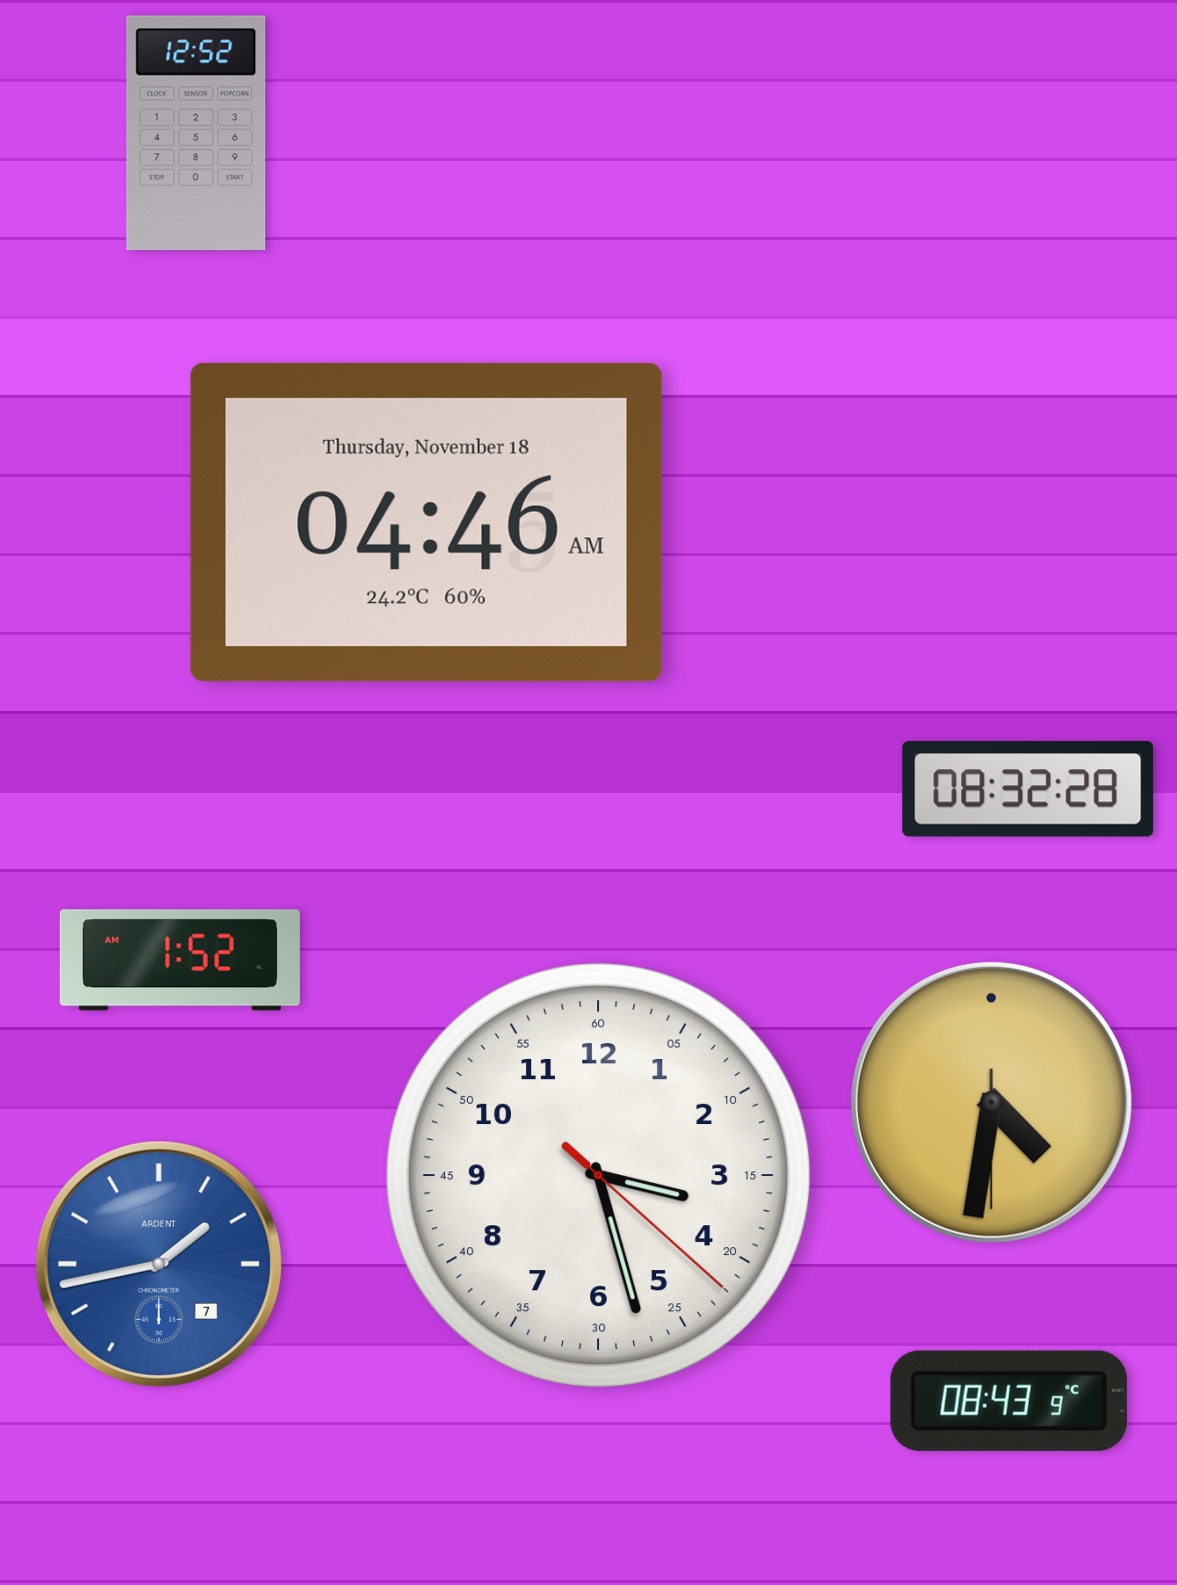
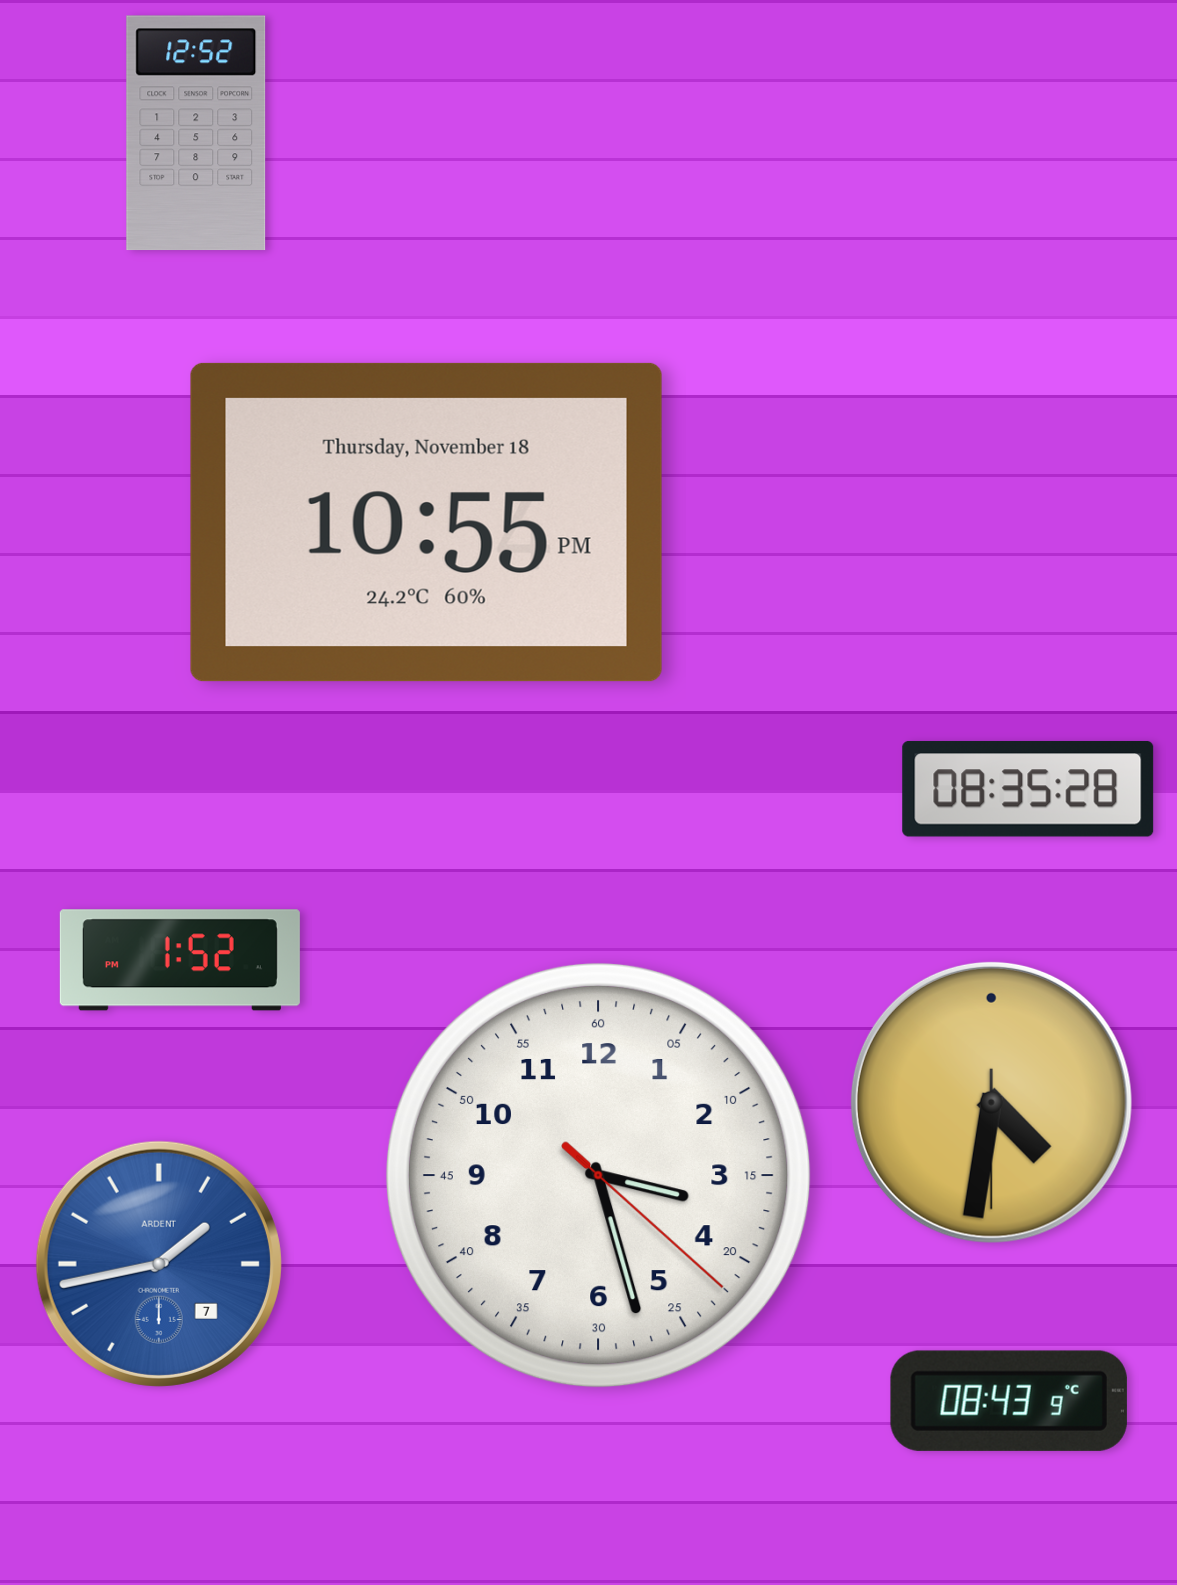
clock at (426, 522): 04:46 -> 10:55
clock at (1028, 789): 08:32 -> 08:35
clock at (180, 960): 1:52 AM -> 1:52 PM
